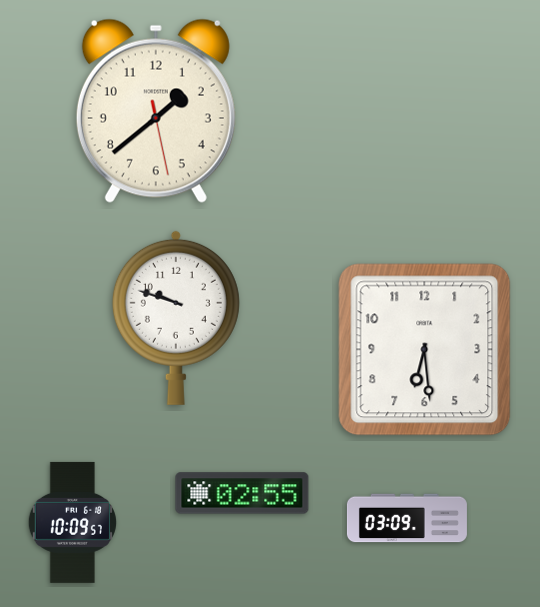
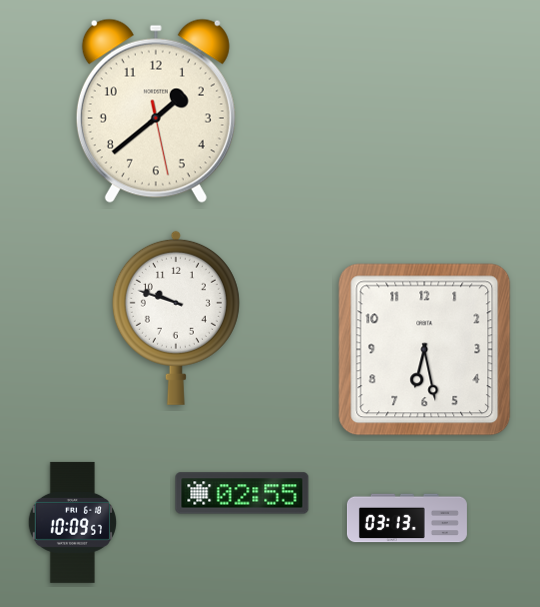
clock at (425, 350): 6:29 -> 6:28
clock at (407, 518): 03:09 -> 03:13
